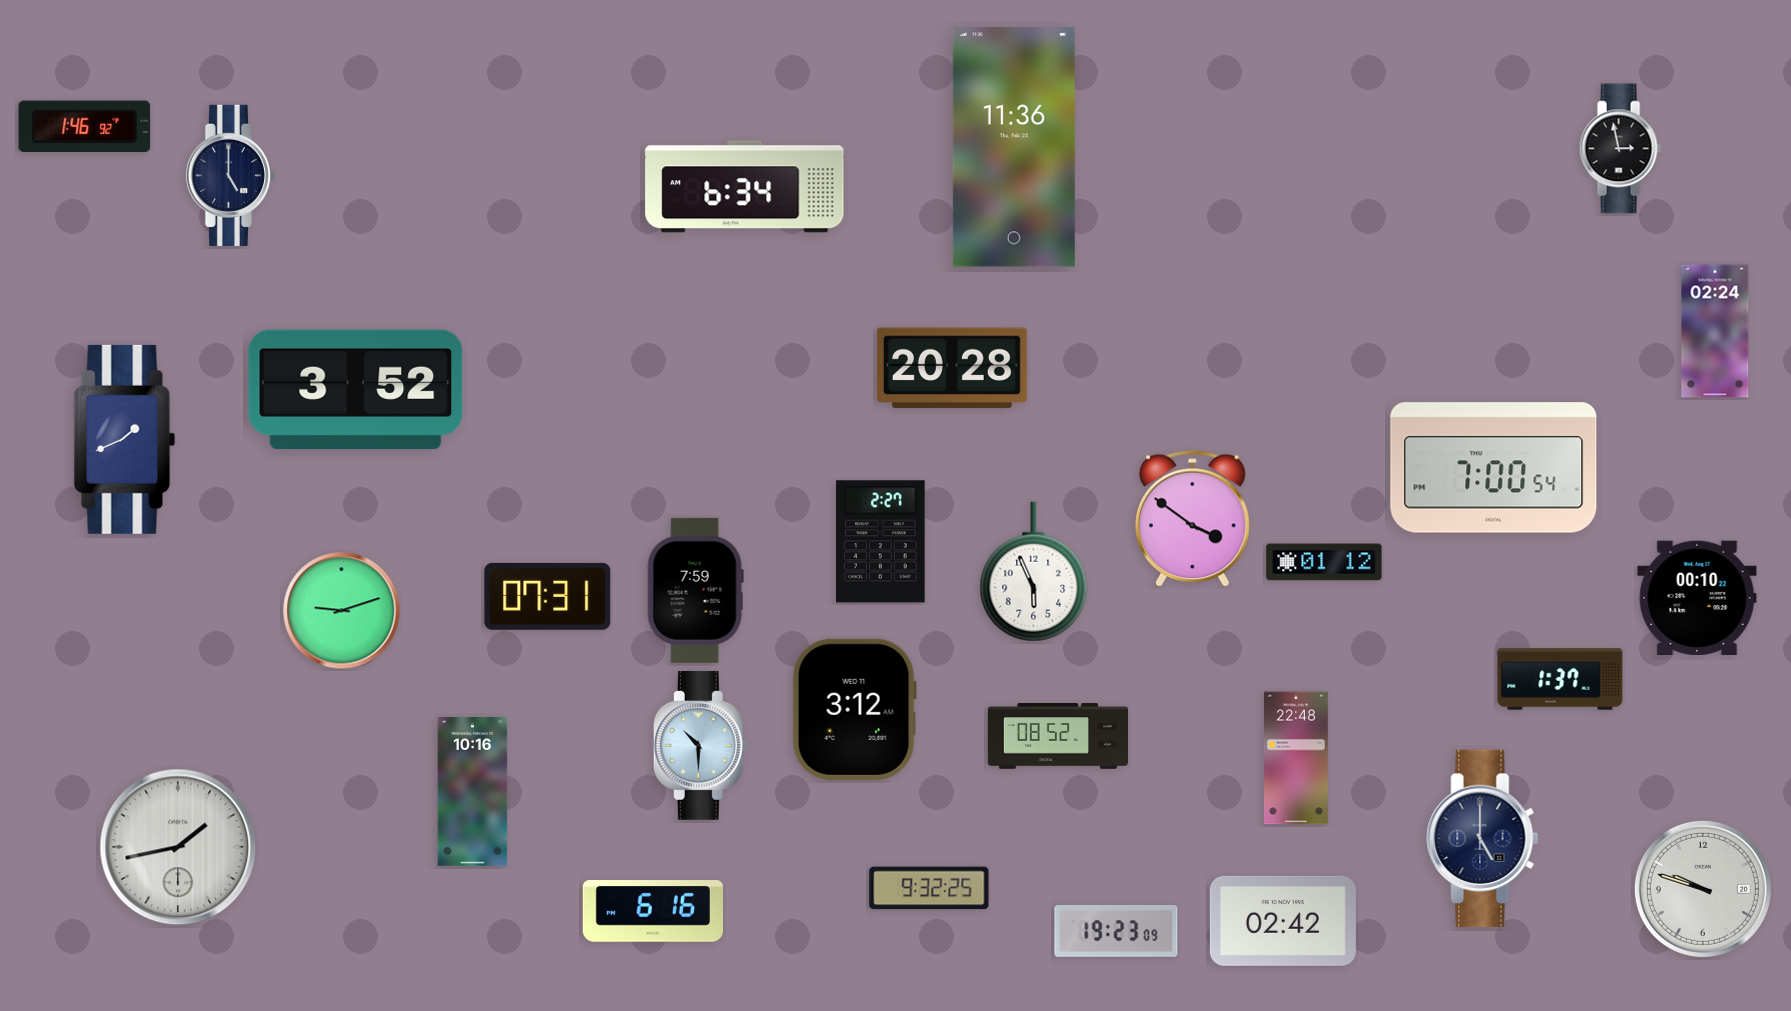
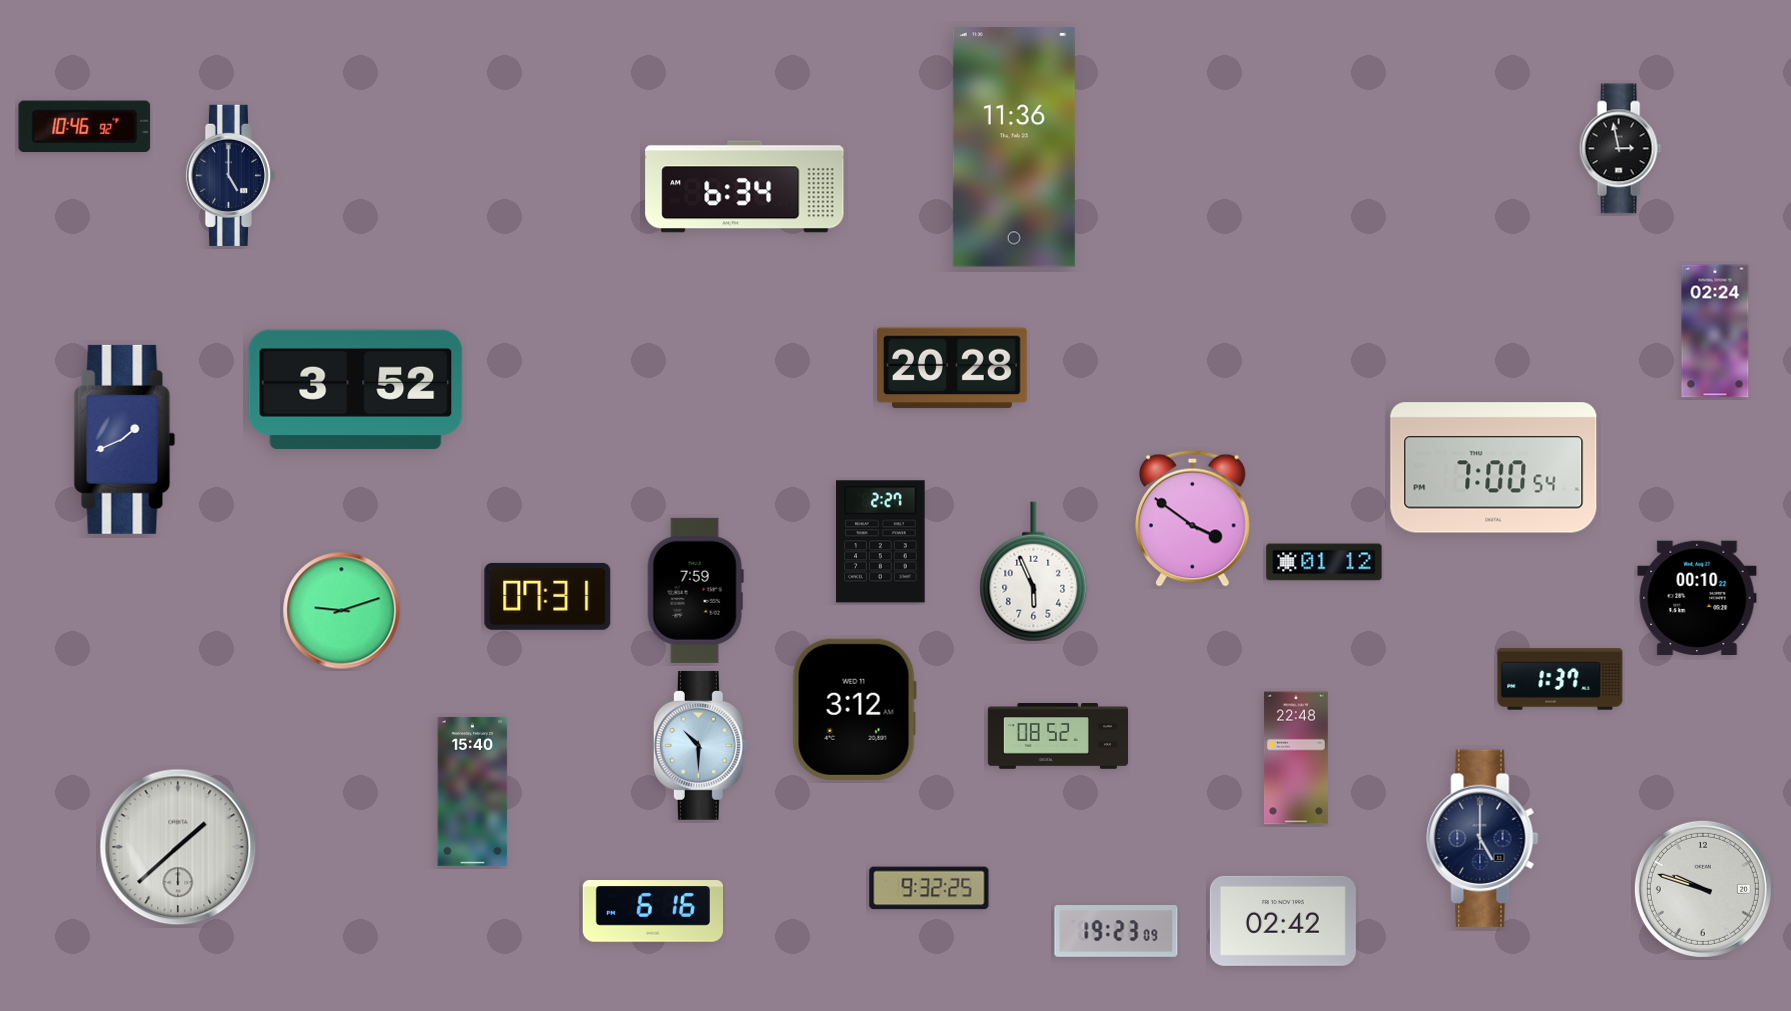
clock at (85, 127): 1:46 -> 10:46
clock at (473, 791): 10:16 -> 15:40
clock at (178, 847): 1:43 -> 1:38
